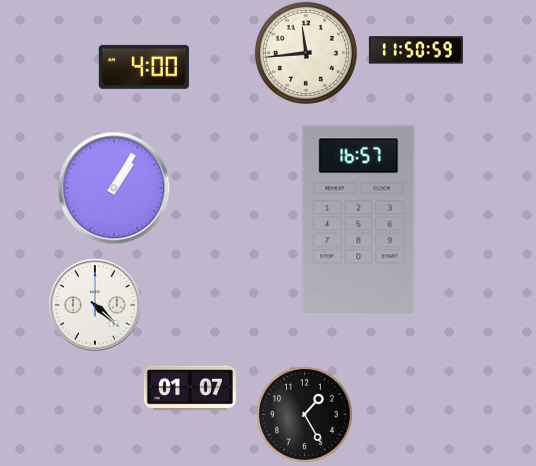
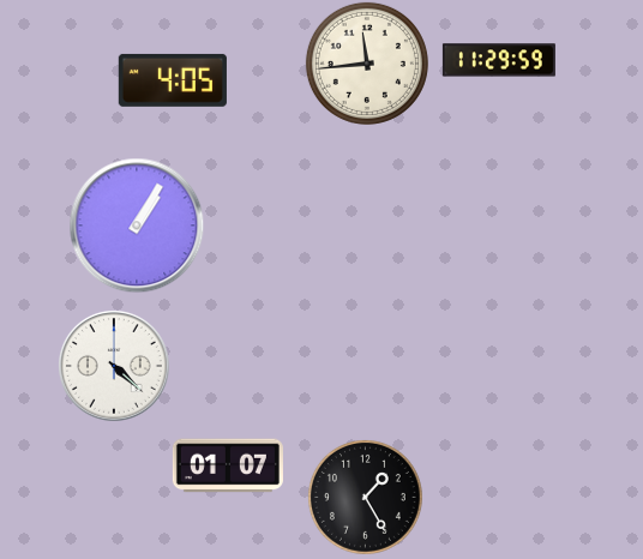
clock at (416, 50): 11:50 -> 11:29
clock at (144, 67): 4:00 -> 4:05
clock at (359, 221): 16:57 -> none
